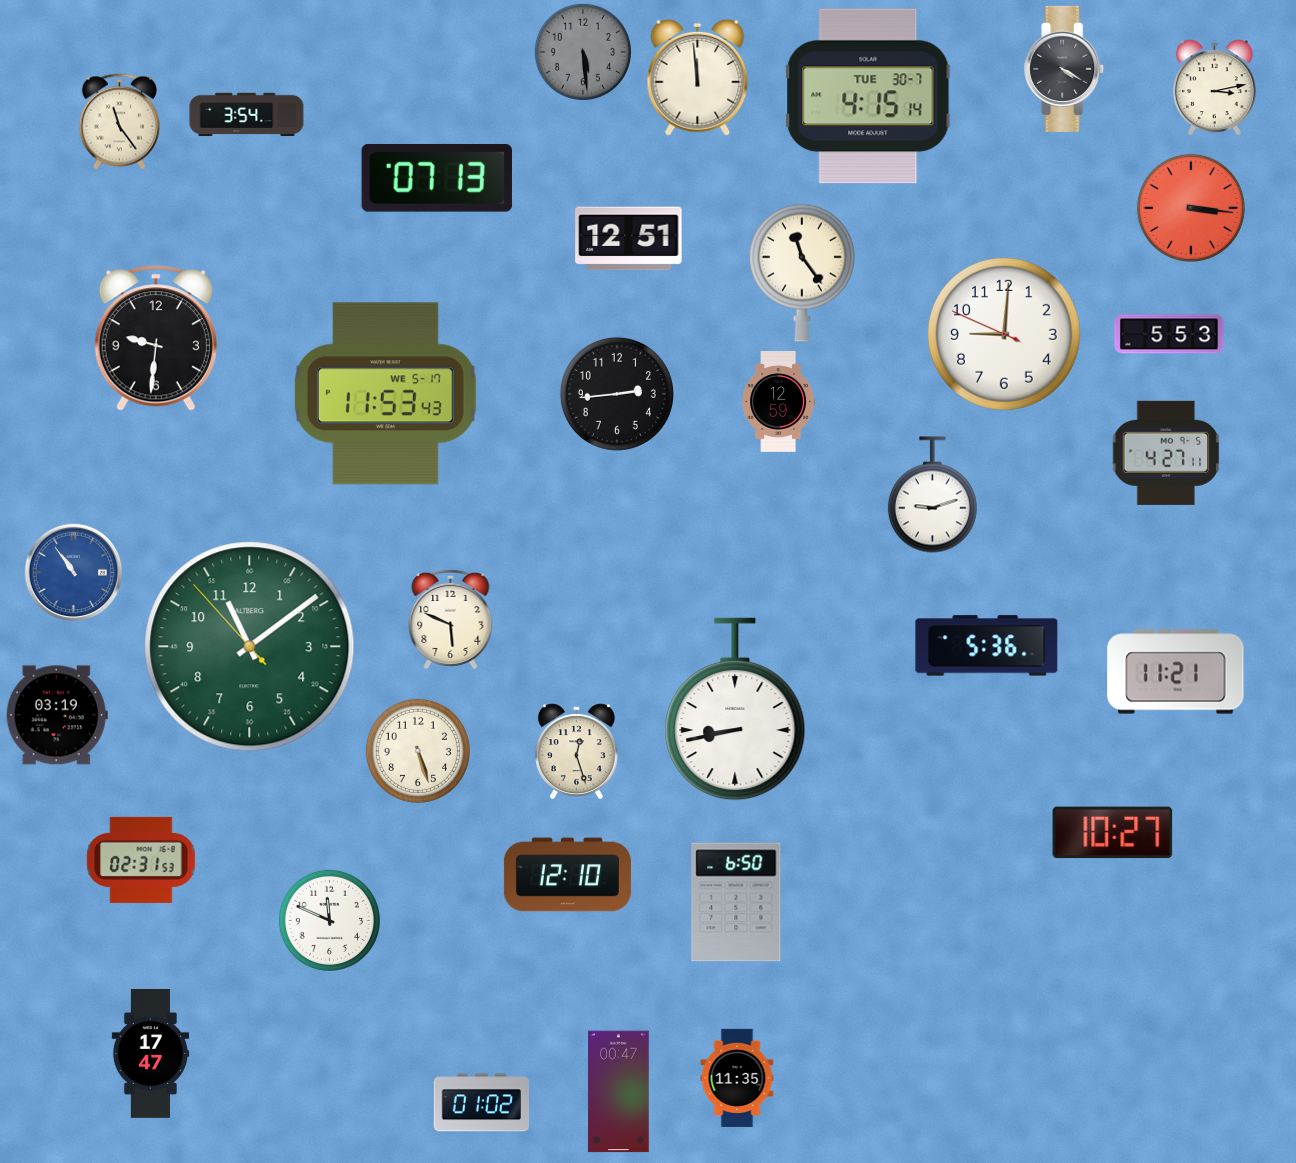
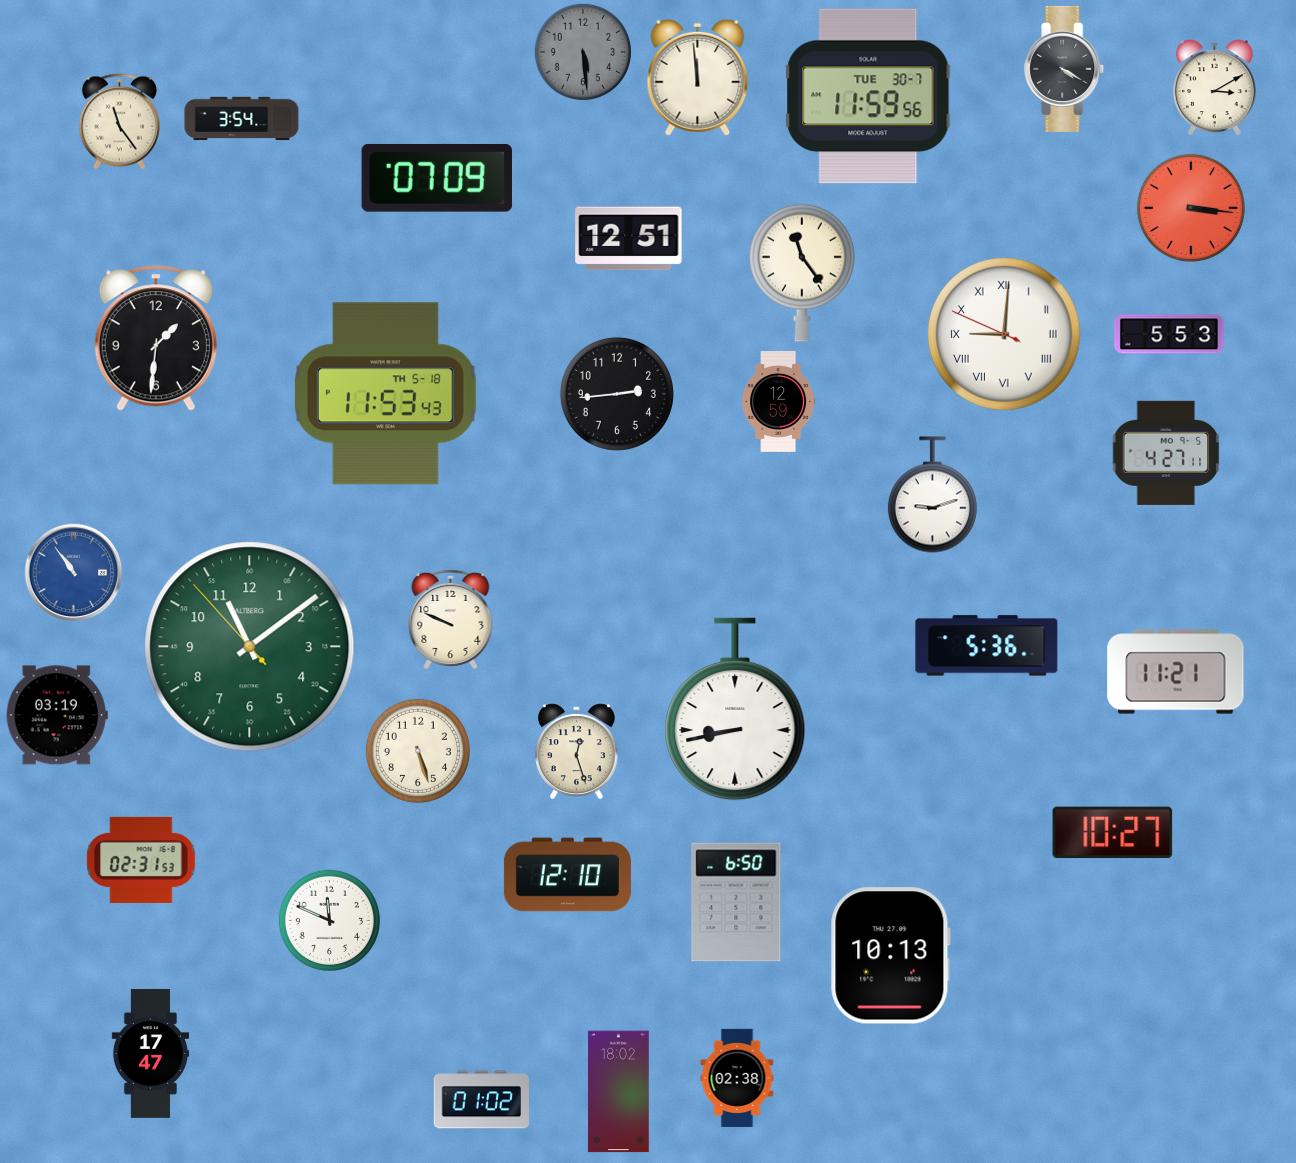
clock at (1214, 87): 3:13 -> 3:10
clock at (868, 96): 4:15 -> 11:59
clock at (247, 115) position: (247, 115) -> (242, 119)
clock at (437, 178): 07:13 -> 07:09
clock at (1004, 334) numerals: Arabic -> Roman
clock at (156, 338): 9:31 -> 1:31
clock at (385, 394) date: WE 5-17 -> TH 5-18
clock at (451, 619): 5:49 -> 9:49
clock at (890, 956): none -> 10:13
clock at (737, 1078): 11:35 -> 02:38
clock at (619, 1092): 00:47 -> 18:02
clock at (481, 1103) position: (481, 1103) -> (481, 1100)
